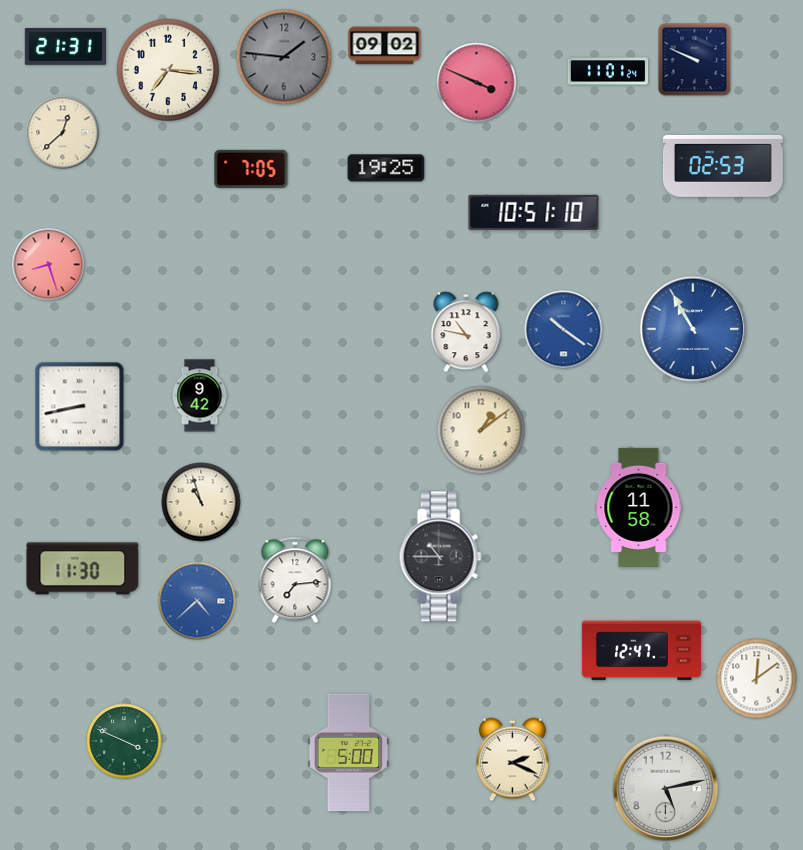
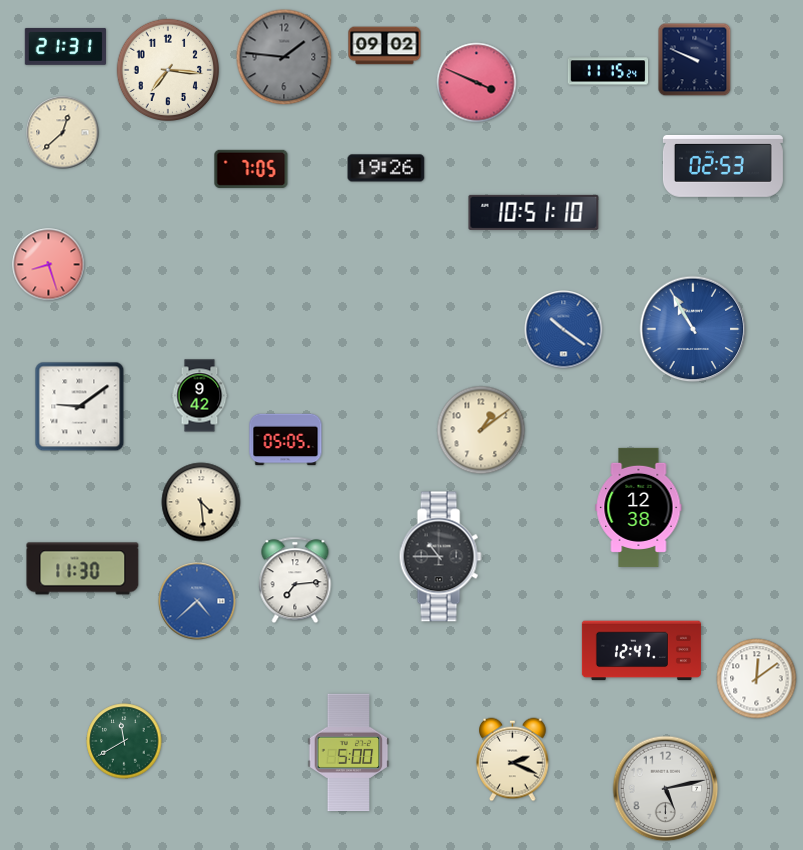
clock at (608, 71): 11:01 -> 11:15
clock at (386, 168): 19:25 -> 19:26
clock at (466, 332): 10:47 -> none
clock at (80, 407): 8:43 -> 9:09
clock at (286, 440): none -> 05:05
clock at (201, 502): 10:57 -> 4:29
clock at (639, 507): 11:58 -> 12:38
clock at (124, 741): 3:49 -> 11:40
